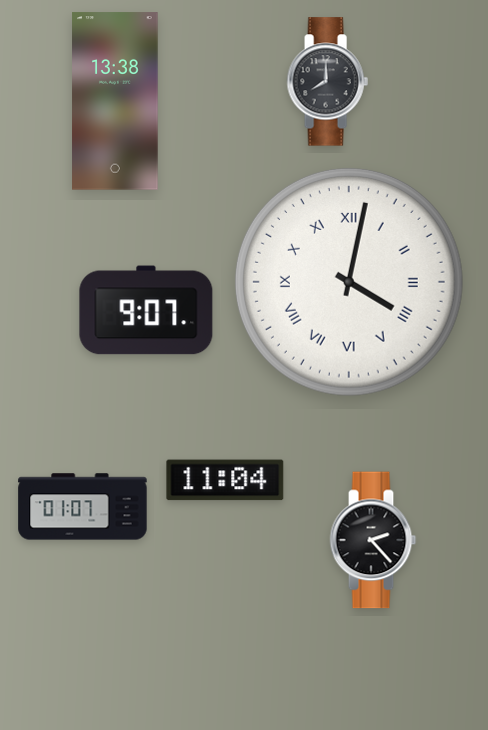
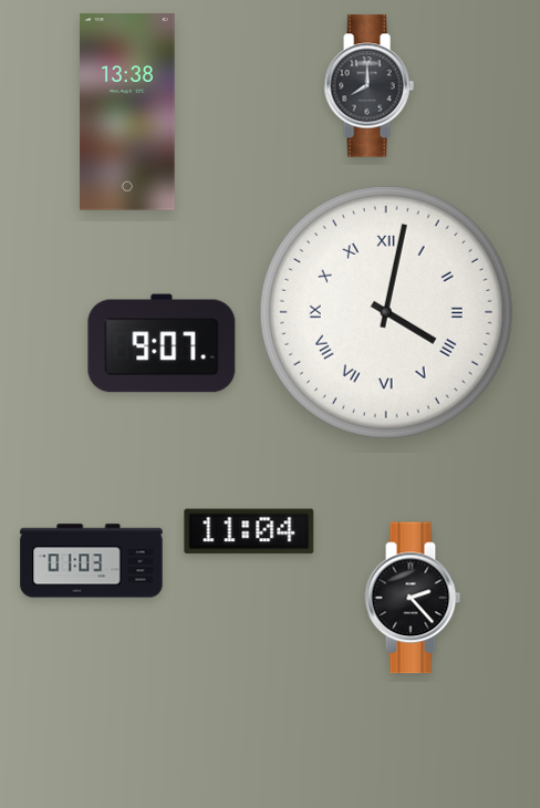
clock at (327, 82) position: (327, 82) -> (368, 86)
clock at (83, 507): 01:07 -> 01:03
